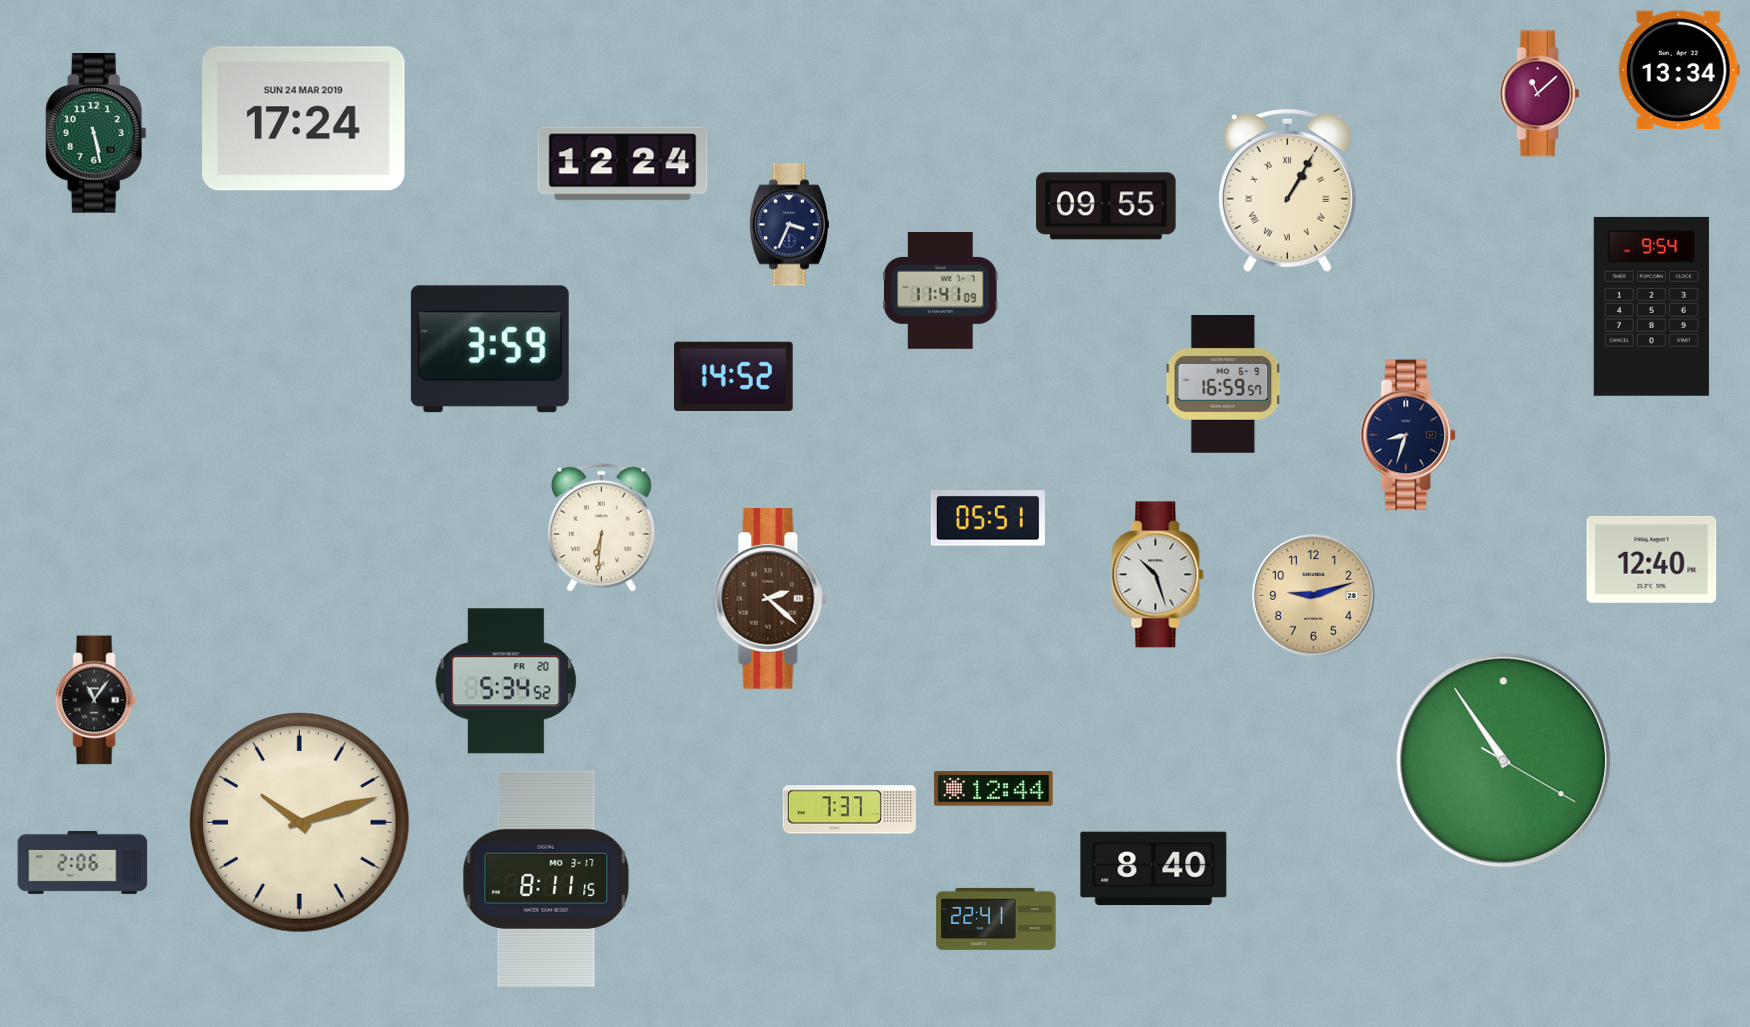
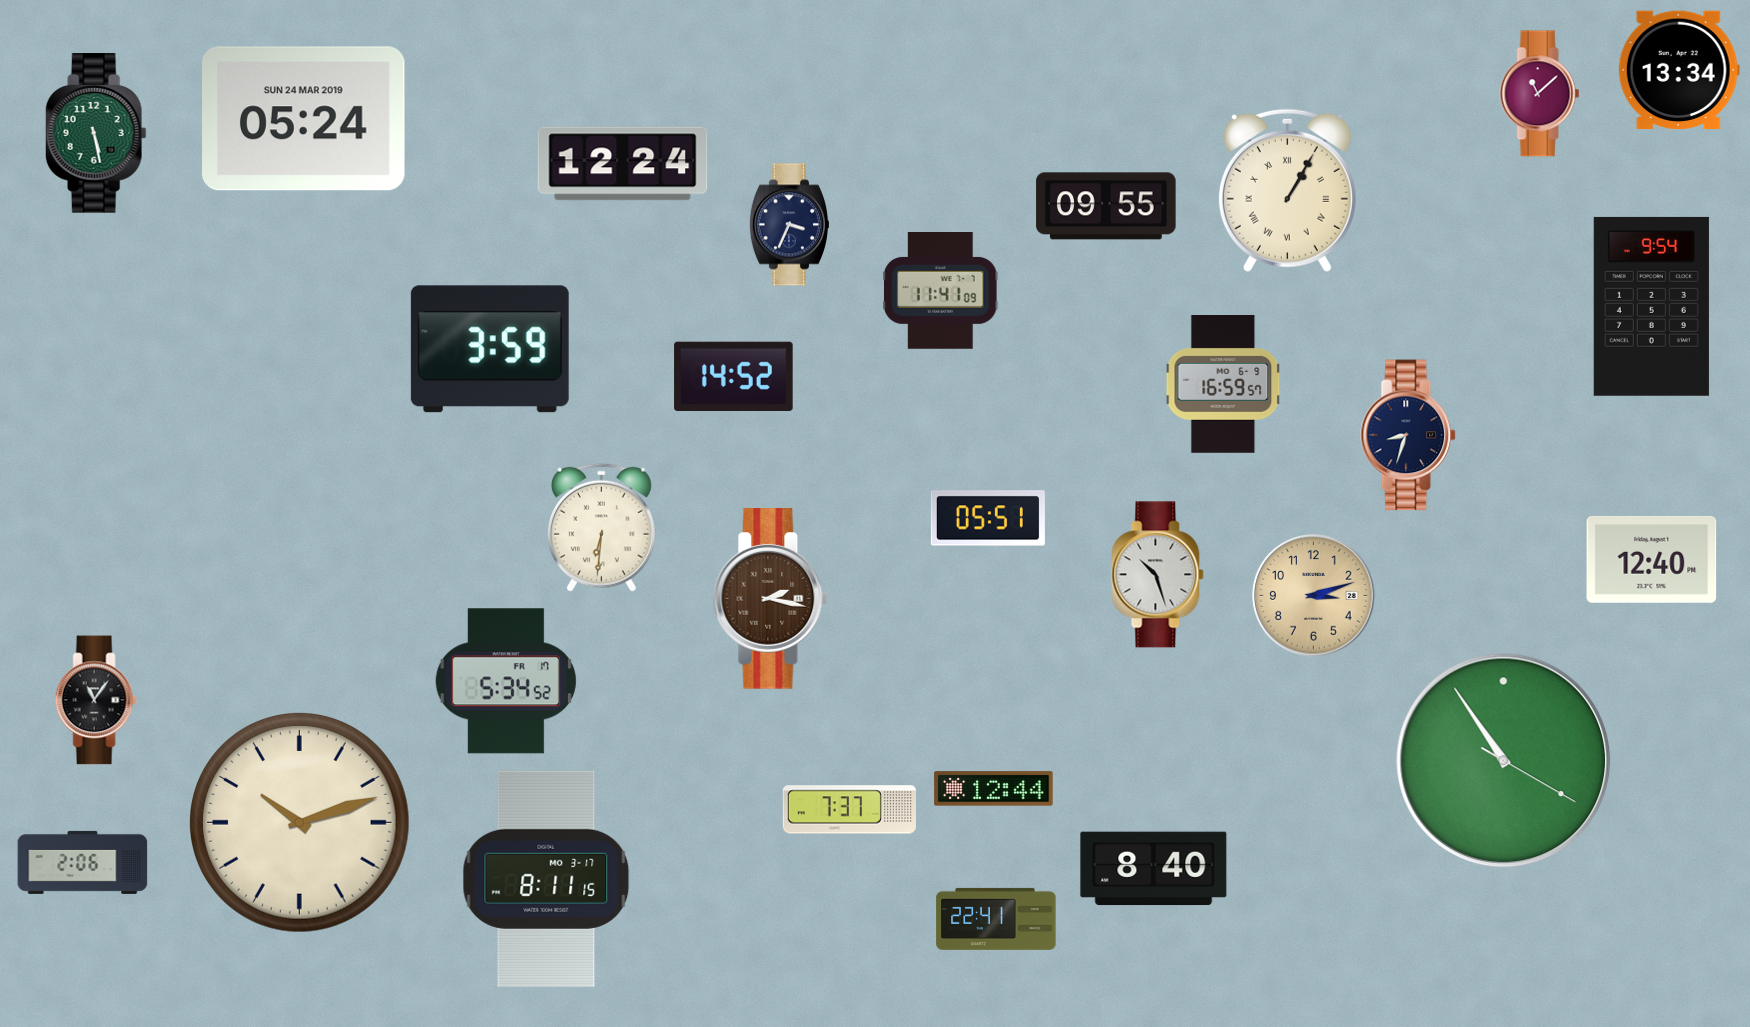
clock at (304, 119): 17:24 -> 05:24
clock at (1314, 596): 9:12 -> 3:12
clock at (771, 599): 2:22 -> 2:17
clock at (506, 681) date: FR 20 -> FR 17
